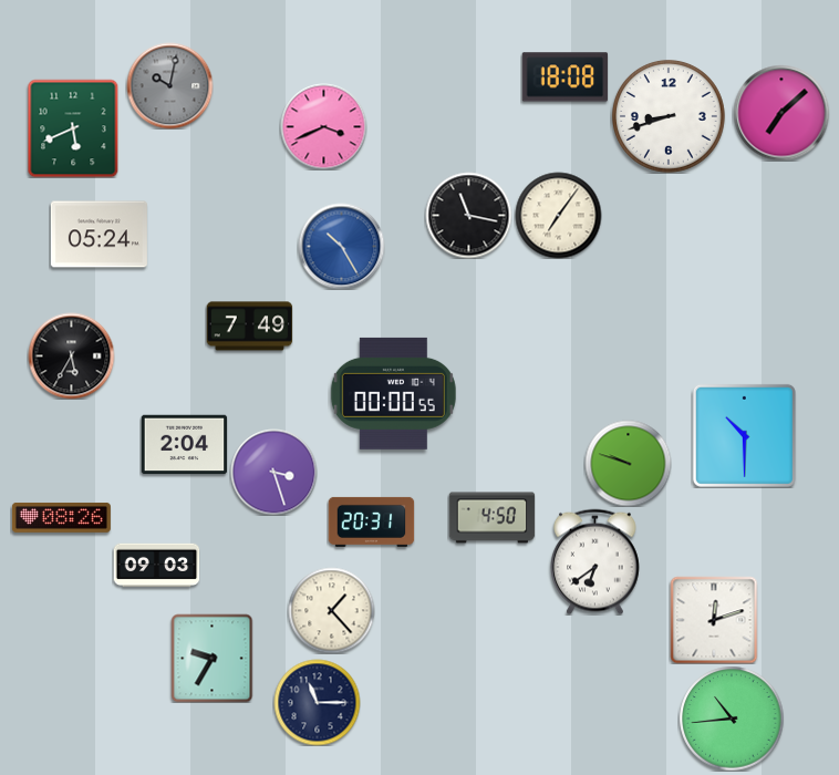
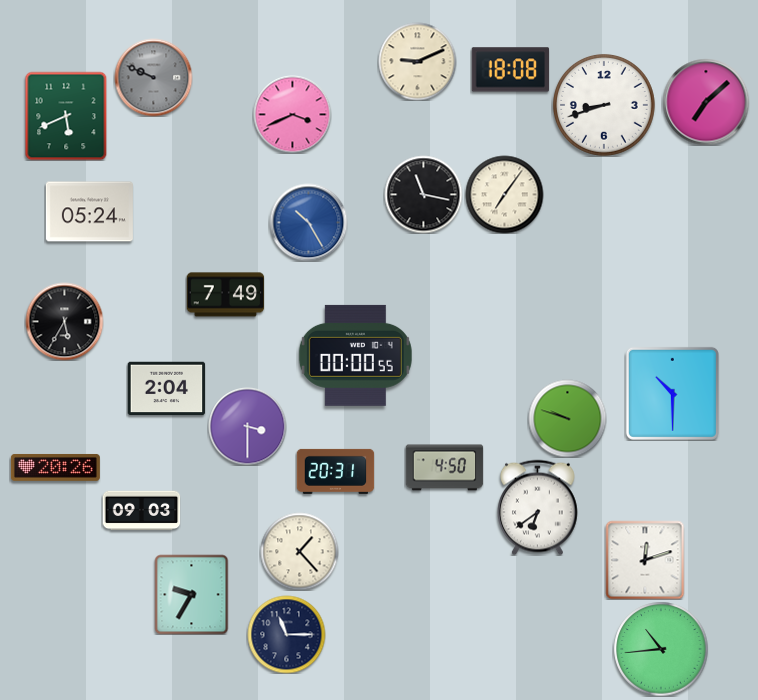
clock at (417, 61): none -> 9:11
clock at (169, 85): 10:02 -> 9:49
clock at (184, 445) position: (184, 445) -> (166, 389)
clock at (273, 472): 3:27 -> 3:30
clock at (61, 518): 08:26 -> 20:26
